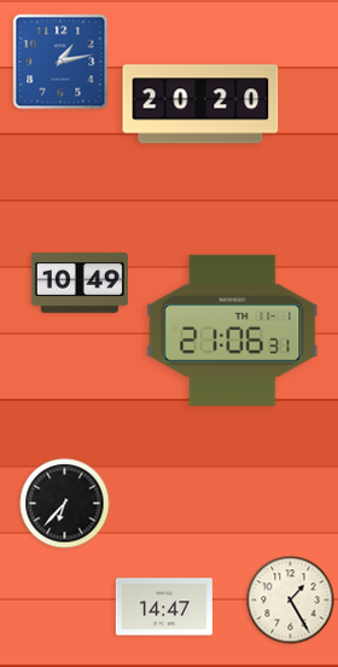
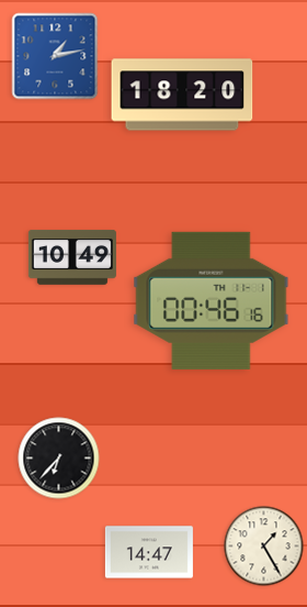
clock at (200, 104): 20:20 -> 18:20
clock at (233, 330): 21:06 -> 00:46
